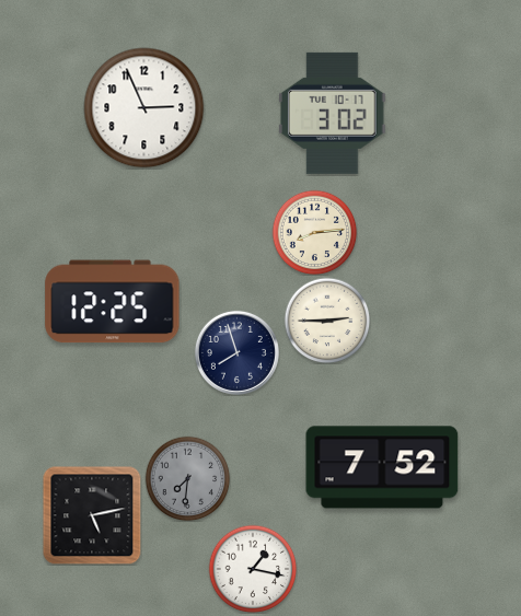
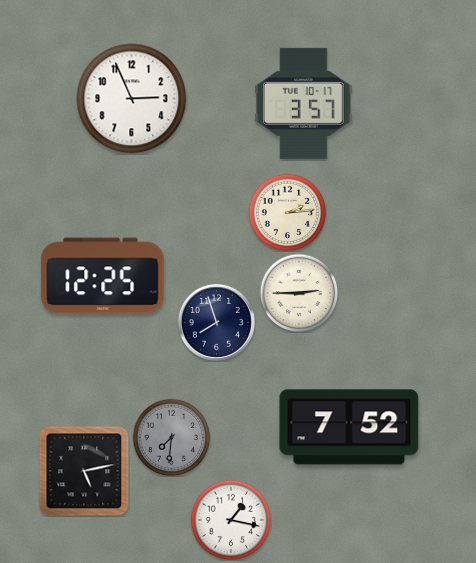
clock at (333, 113): 3:02 -> 3:57
clock at (314, 232): 8:14 -> 2:14
